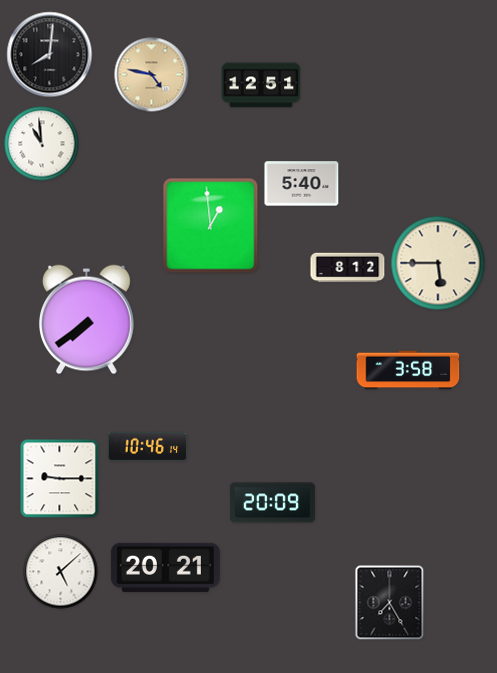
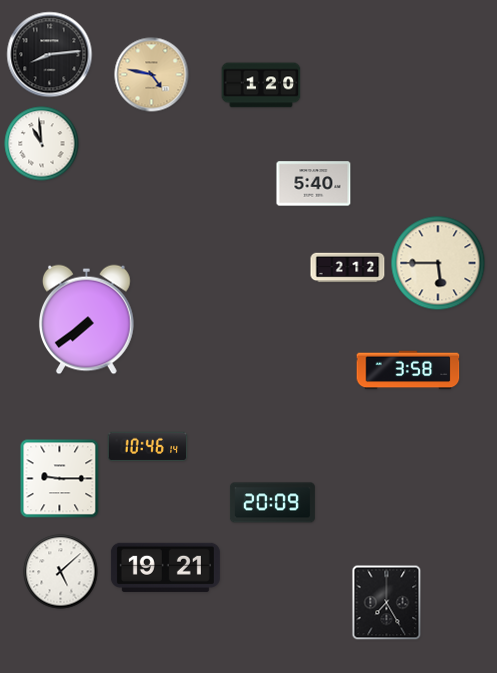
clock at (50, 55): 8:01 -> 8:14
clock at (261, 85): 12:51 -> 1:20
clock at (302, 184) position: (302, 184) -> (314, 184)
clock at (211, 226): 12:59 -> none
clock at (348, 268): 8:12 -> 2:12
clock at (165, 567): 20:21 -> 19:21
clock at (390, 603) position: (390, 603) -> (387, 603)
